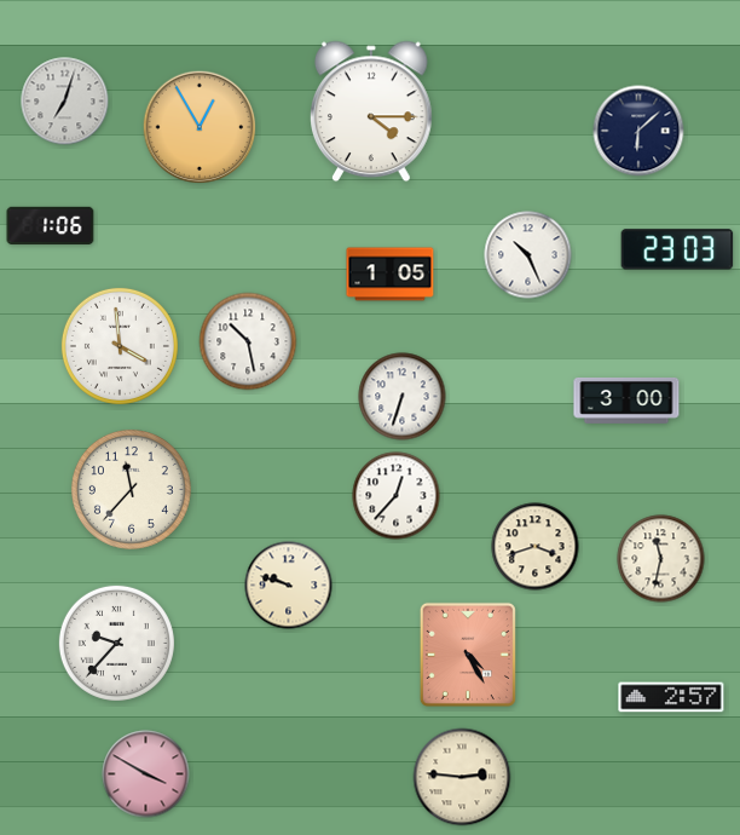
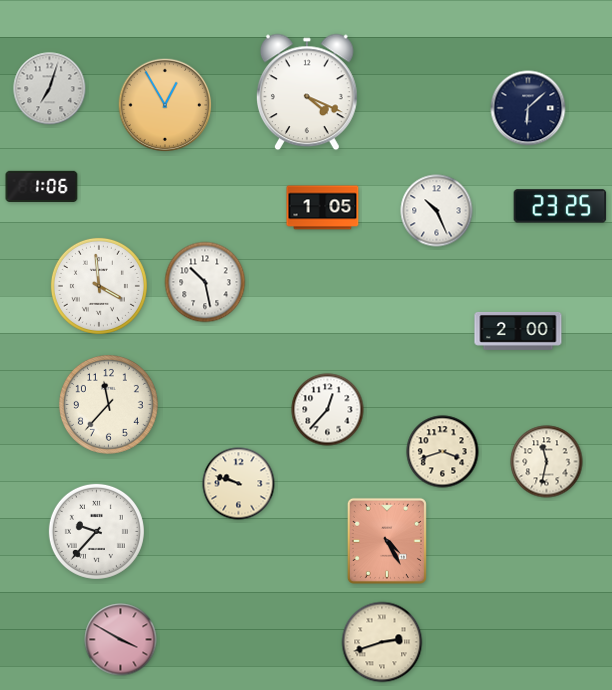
clock at (65, 102) position: (65, 102) -> (50, 89)
clock at (372, 111): 4:15 -> 4:19
clock at (677, 249): 23:03 -> 23:25
clock at (391, 275) position: (391, 275) -> (323, 208)
clock at (403, 397): 6:33 -> none
clock at (626, 401): 3:00 -> 2:00
clock at (671, 697): 2:57 -> none
clock at (462, 777): 2:46 -> 2:42
